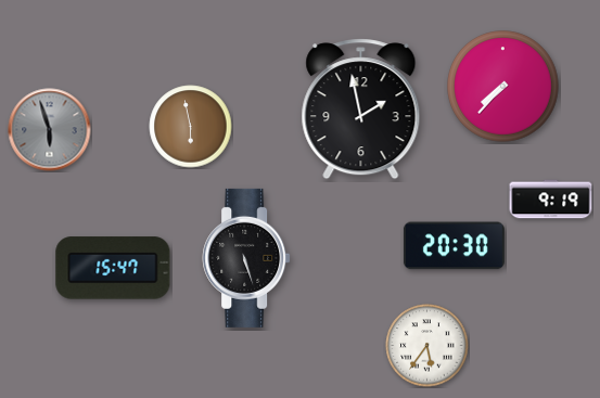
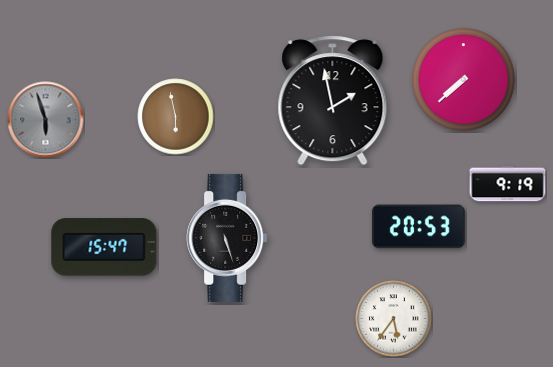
clock at (503, 87): 7:37 -> 7:38
clock at (454, 246): 20:30 -> 20:53
